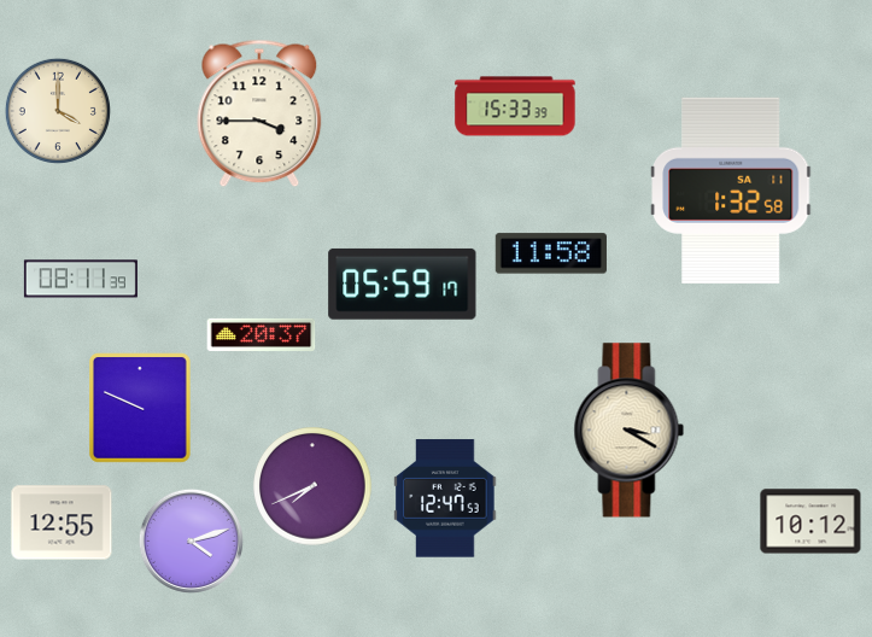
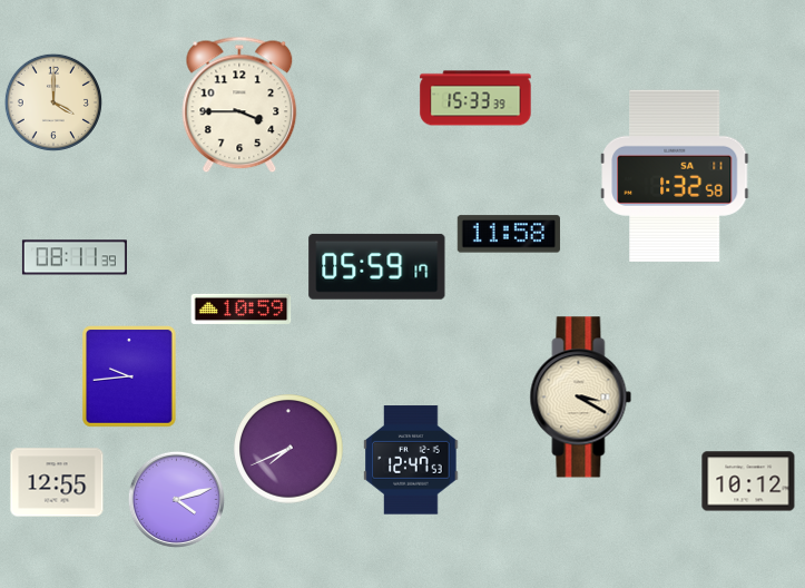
clock at (403, 284) position: (403, 284) -> (377, 266)
clock at (262, 334): 20:37 -> 10:59
clock at (141, 409): 9:49 -> 9:44
